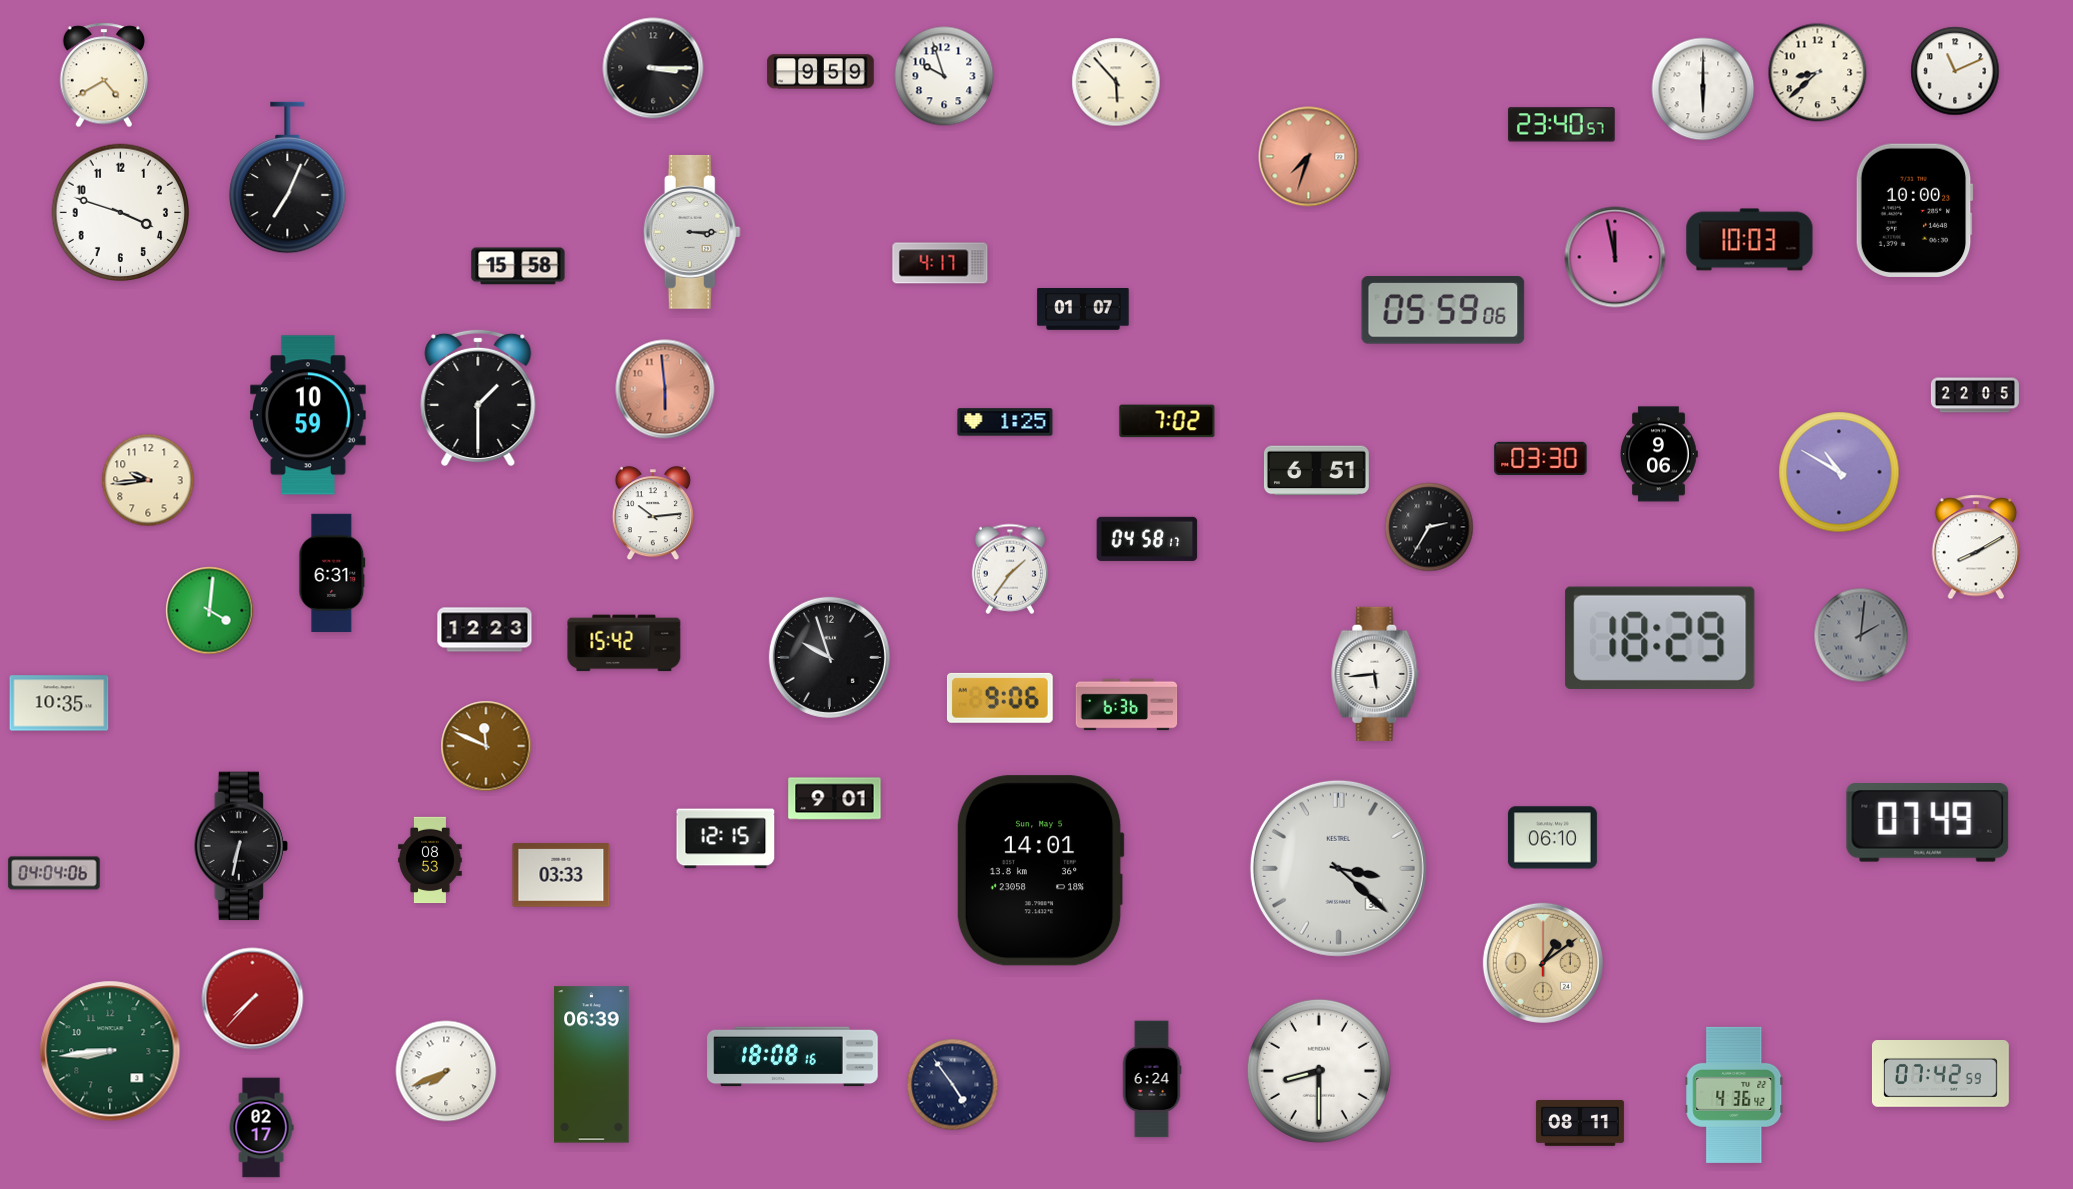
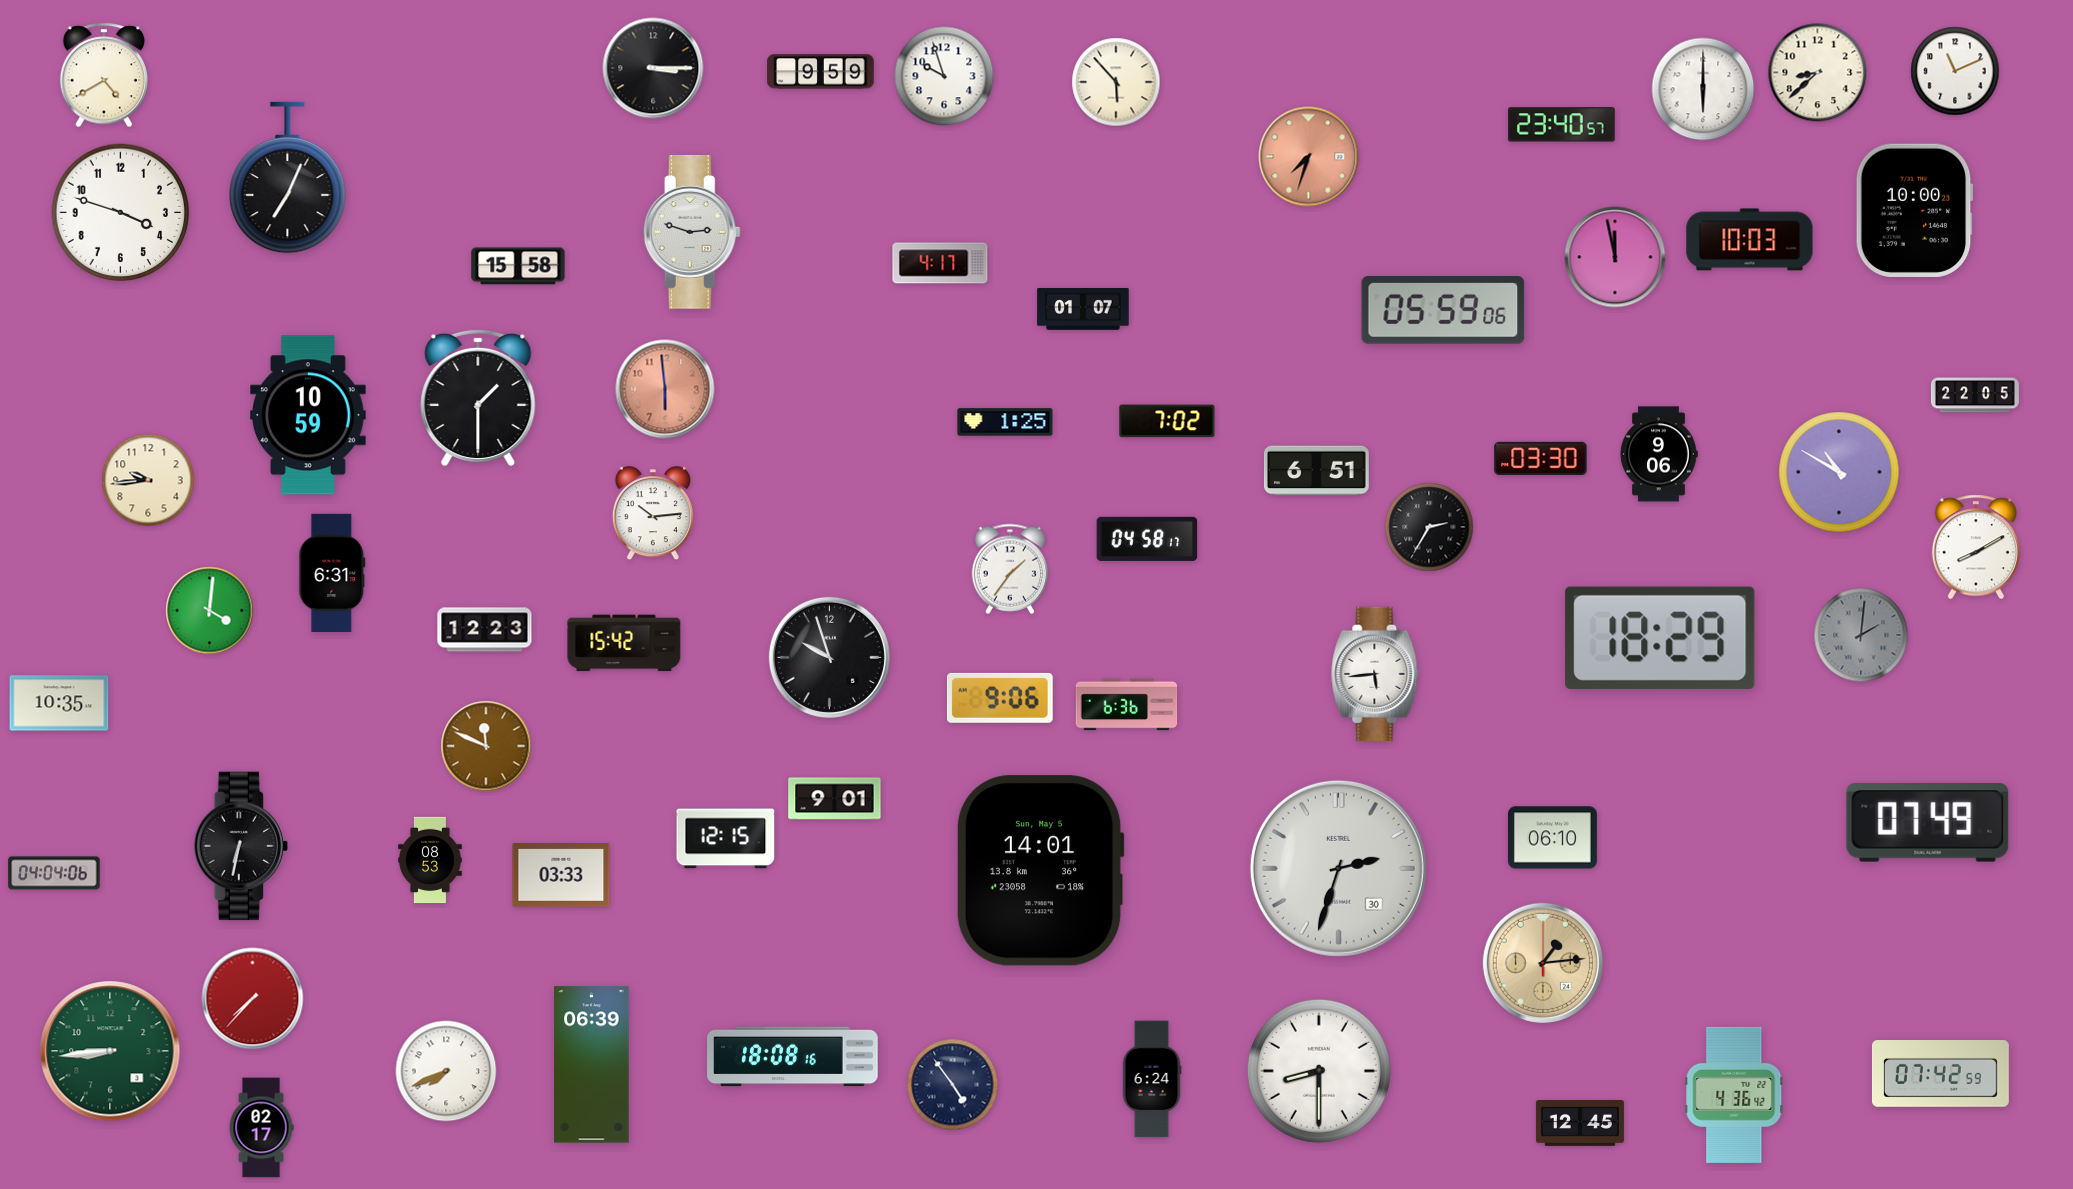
clock at (692, 232): 3:15 -> 2:48
clock at (1338, 868): 3:22 -> 2:33
clock at (1543, 963): 1:09 -> 1:14
clock at (1580, 1124): 08:11 -> 12:45
